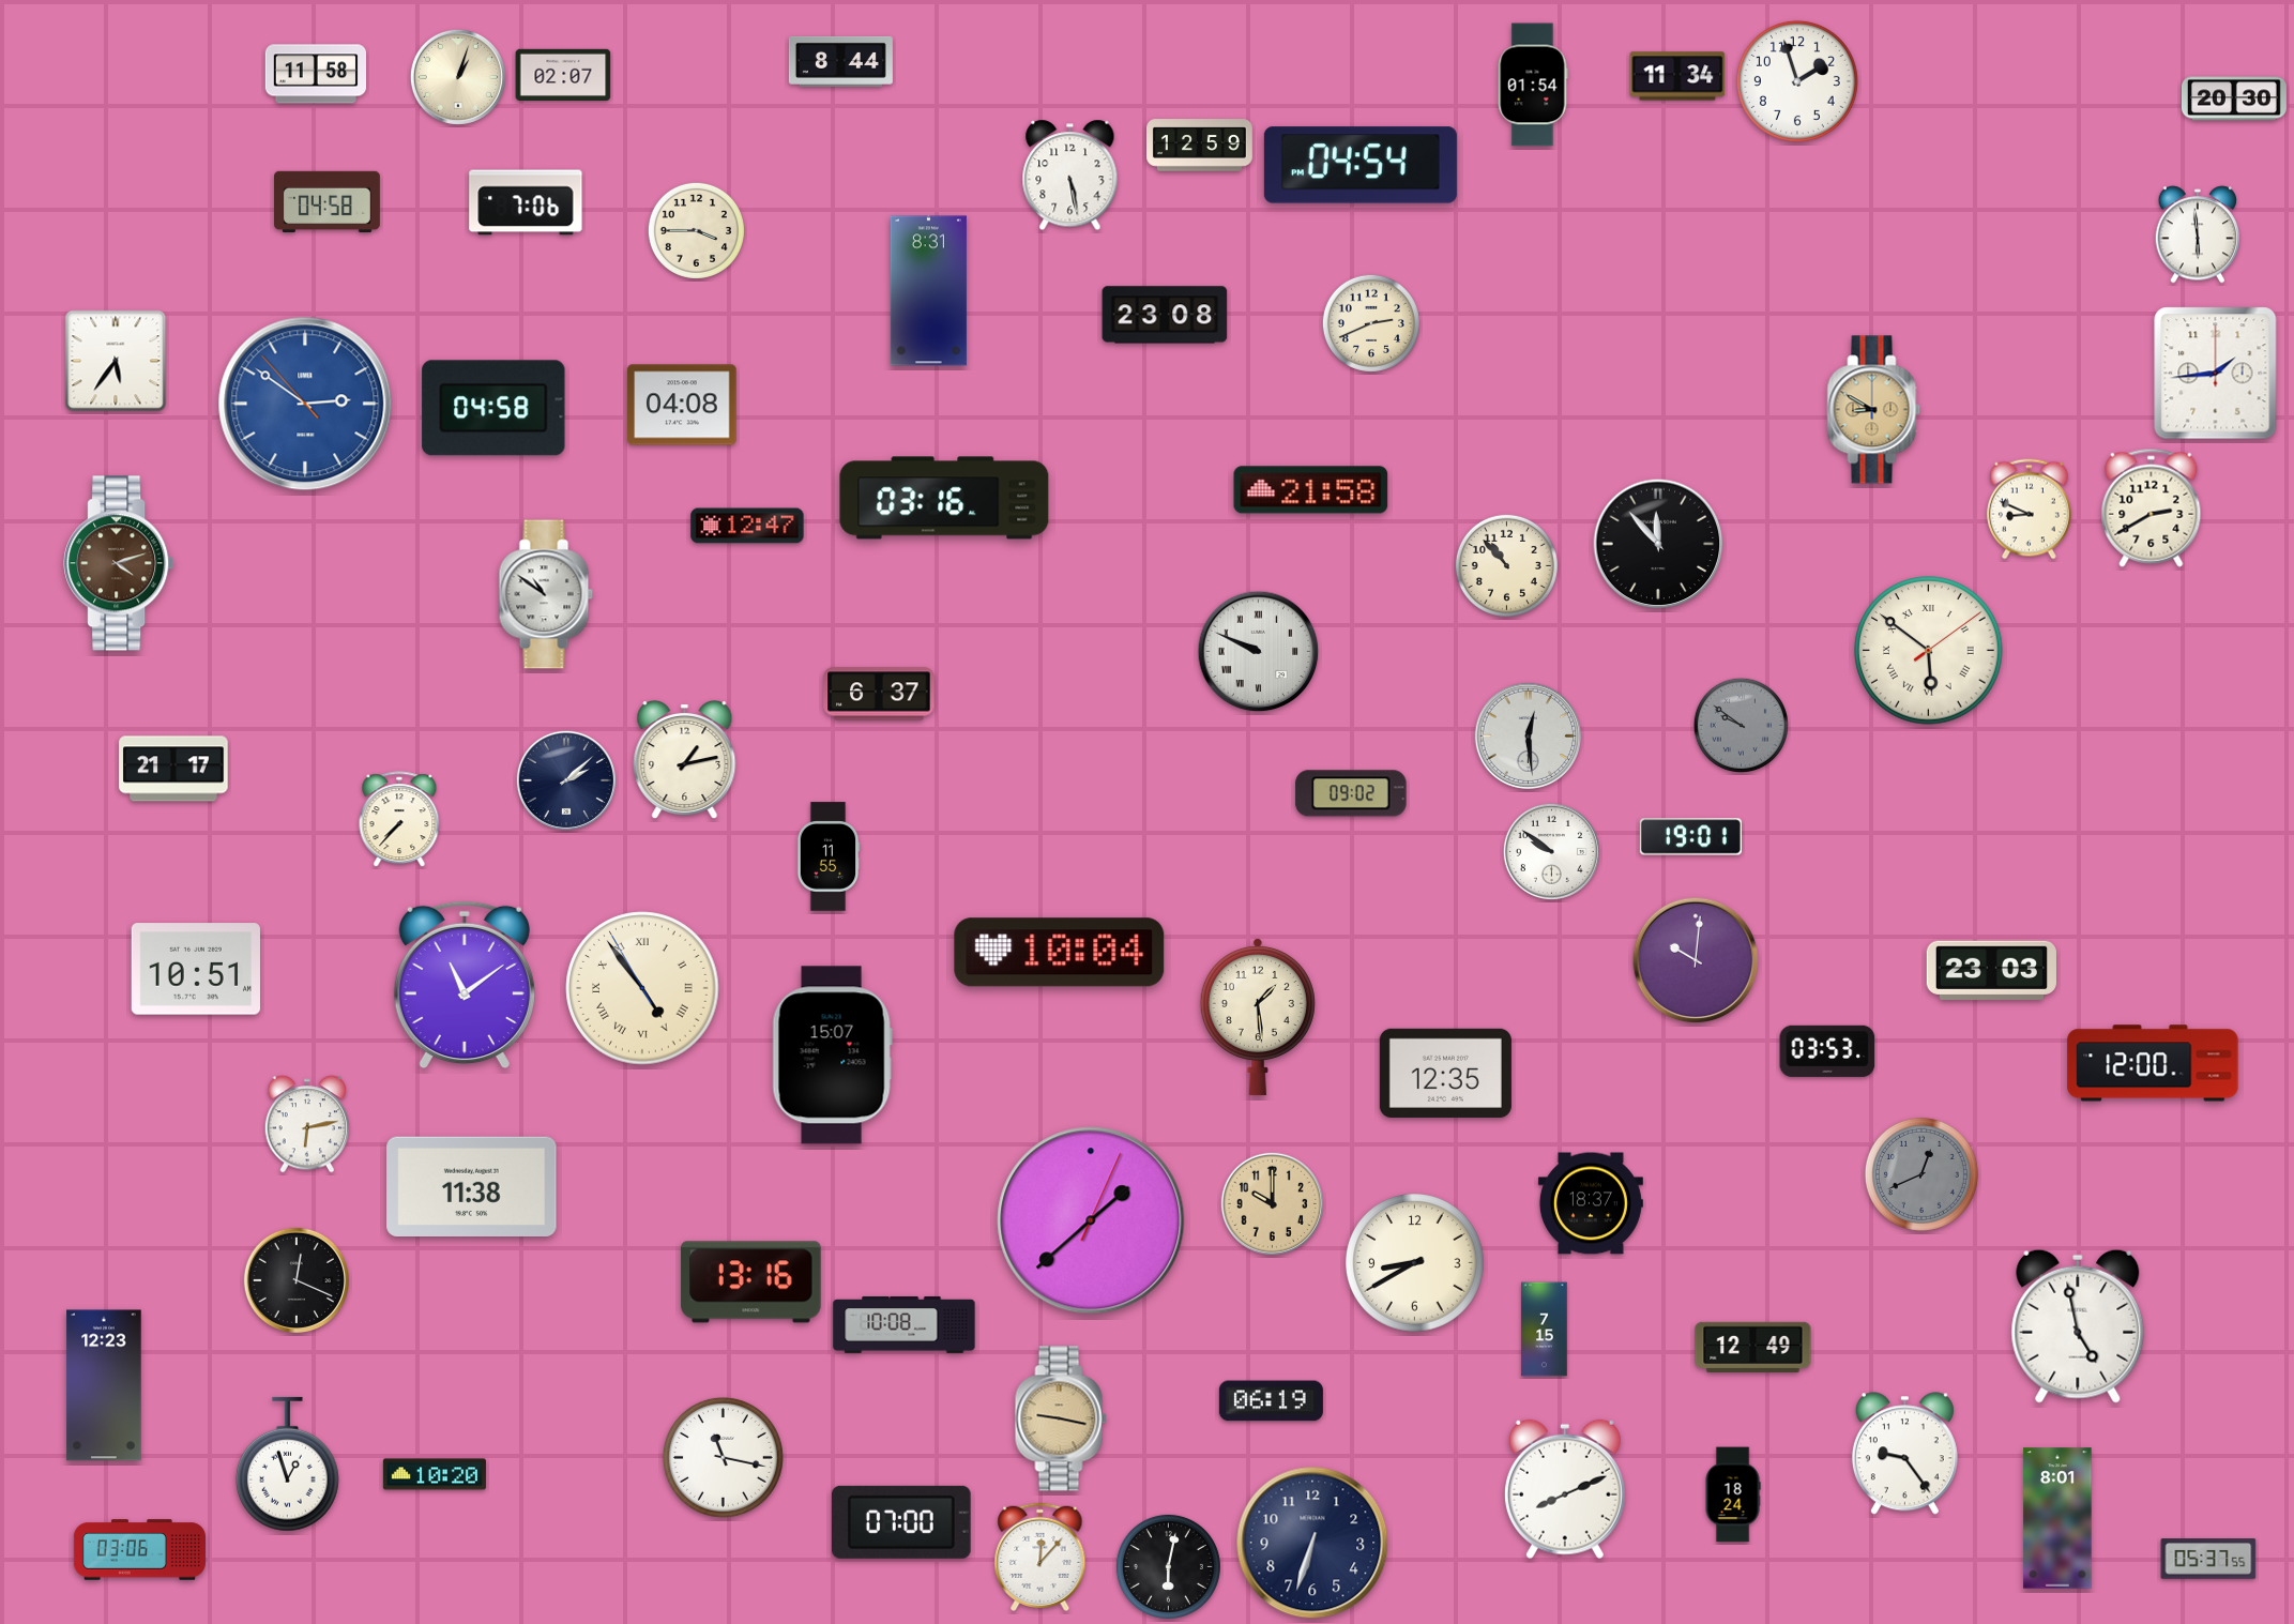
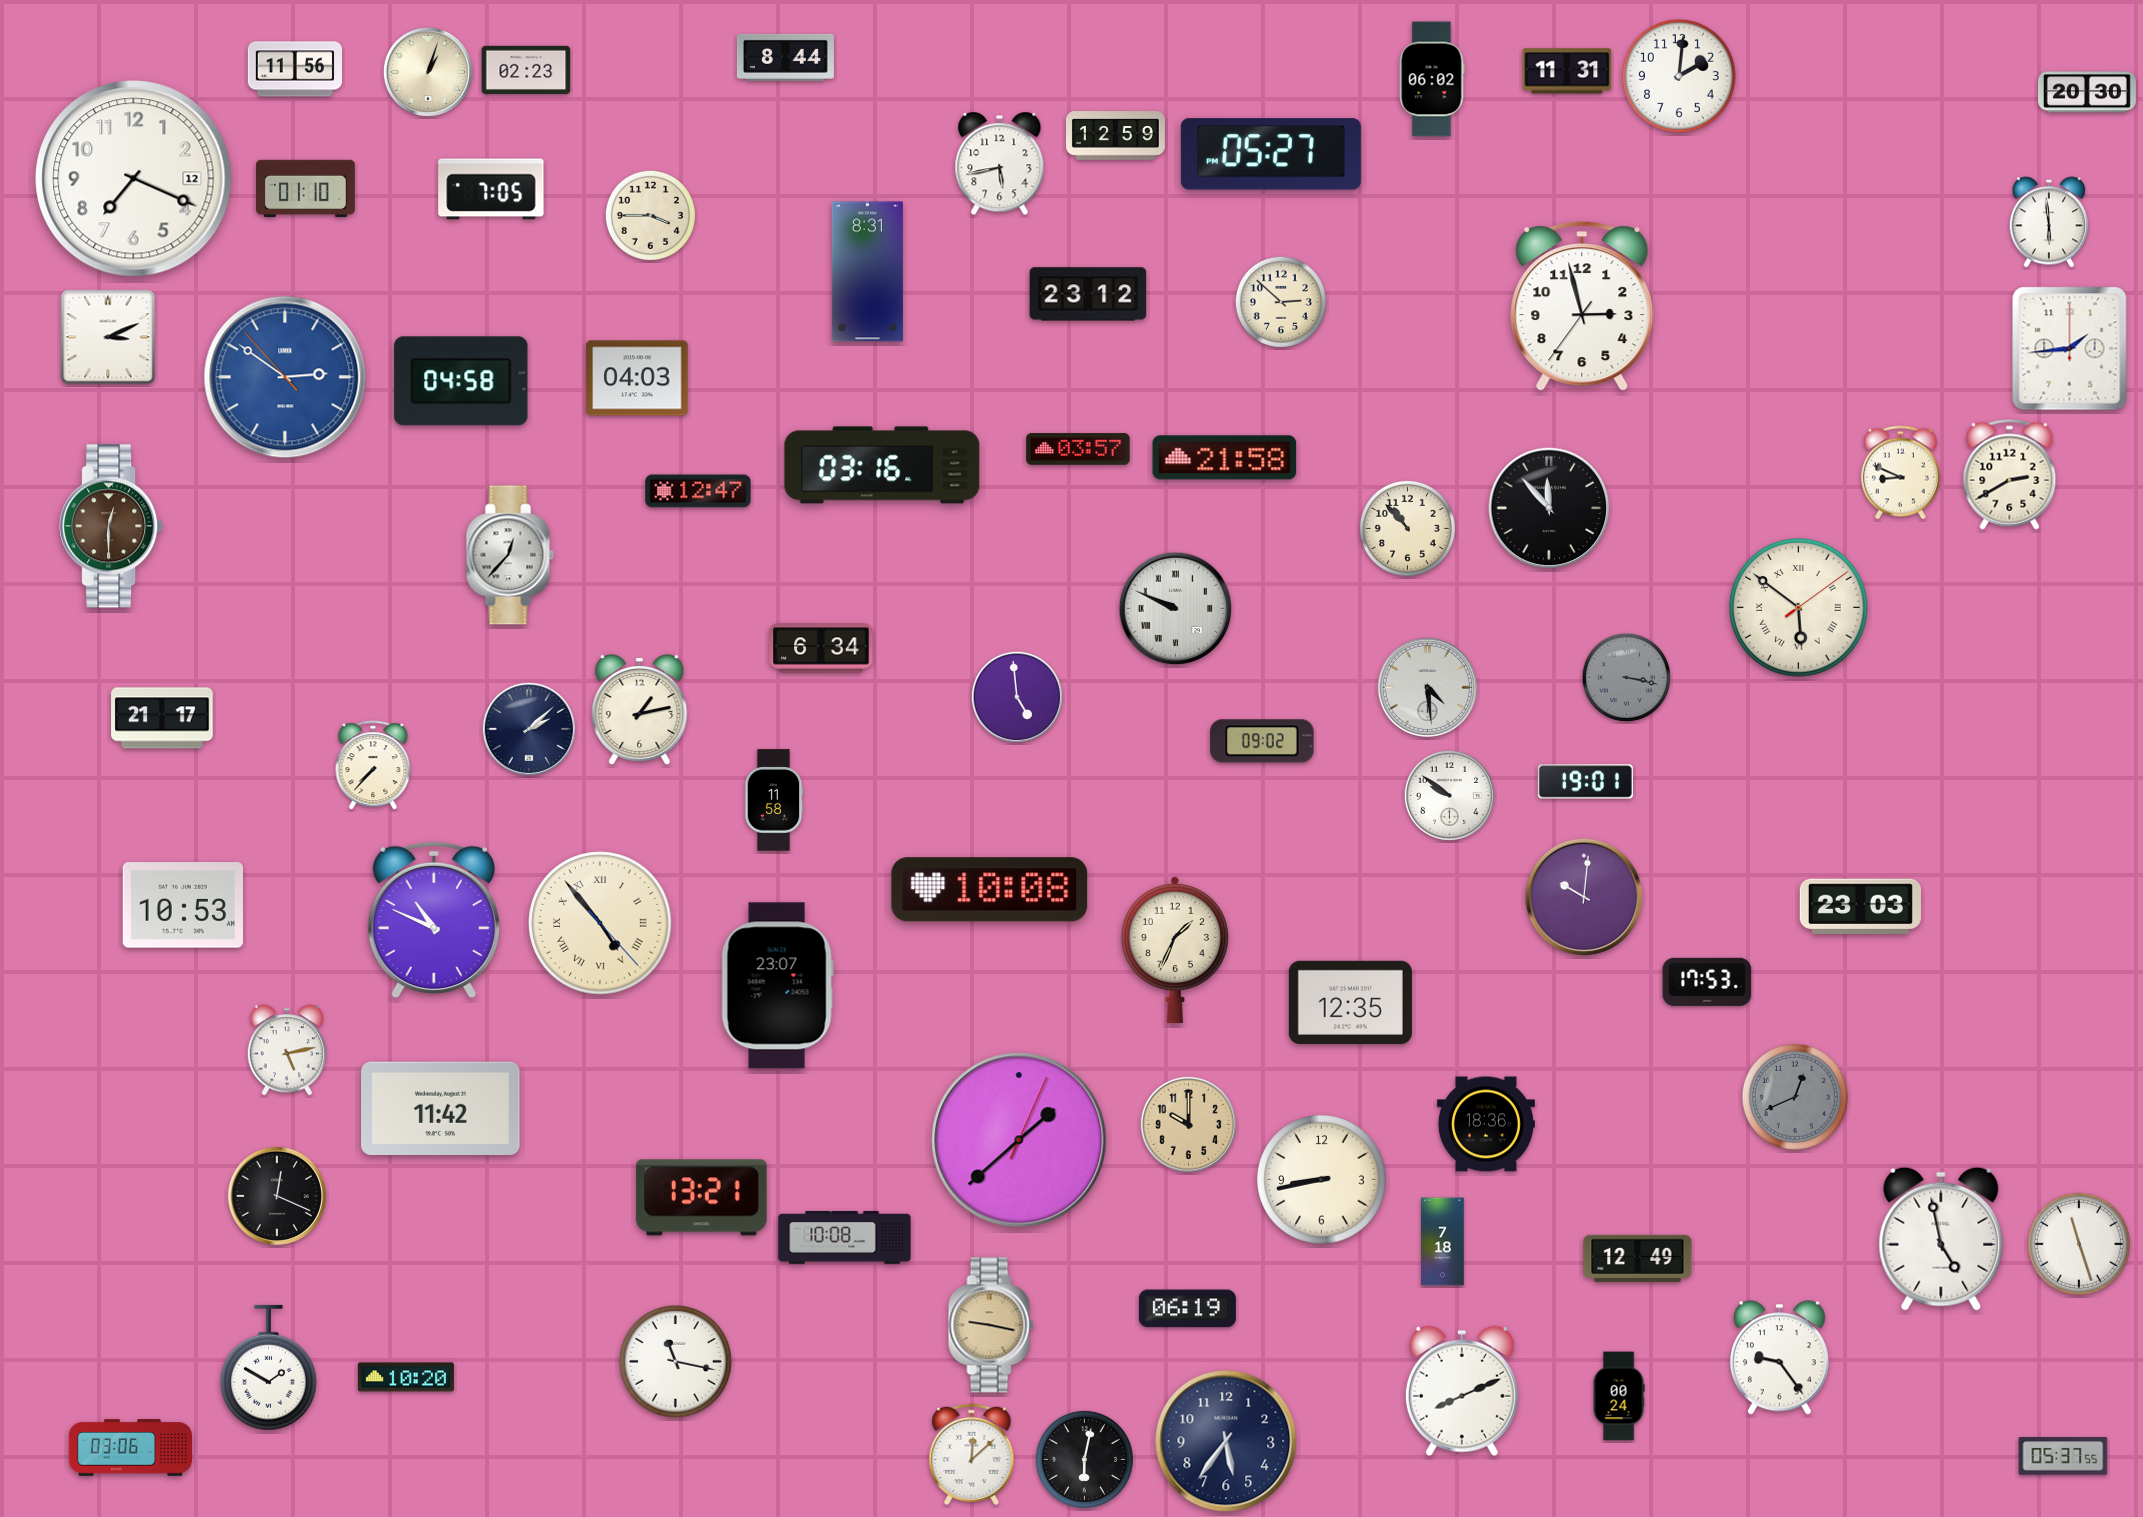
clock at (315, 74): 11:58 -> 11:56
clock at (563, 74): 02:07 -> 02:23
clock at (1677, 76): 11:34 -> 11:31
clock at (1797, 81): 1:57 -> 2:01
clock at (1533, 85): 01:54 -> 06:02
clock at (1200, 146) position: (1200, 146) -> (1116, 136)
clock at (1361, 165): 04:54 -> 05:27
clock at (1070, 176): 5:28 -> 5:43
clock at (134, 179): none -> 7:19
clock at (328, 202): 04:58 -> 01:10
clock at (526, 202): 7:06 -> 7:05
clock at (2198, 234) position: (2198, 234) -> (2049, 222)
clock at (1165, 315): 23:08 -> 23:12
clock at (1371, 323): 2:41 -> 2:52
clock at (1582, 307): none -> 2:57
clock at (116, 361): 5:36 -> 3:11
clock at (682, 405): 04:08 -> 04:03
clock at (1874, 410): 8:50 -> none
clock at (1078, 449): none -> 03:57
clock at (2029, 510) position: (2029, 510) -> (1900, 473)
clock at (119, 563): 4:12 -> 12:30
clock at (546, 594): 10:51 -> 12:37
clock at (1929, 651) position: (1929, 651) -> (1799, 608)
clock at (879, 694): 6:37 -> 6:34
clock at (1741, 725): 9:51 -> 3:17
clock at (1528, 735): 12:29 -> 4:29
clock at (1017, 697): none -> 4:59
clock at (1690, 837) position: (1690, 837) -> (1585, 782)
clock at (829, 856): 11:55 -> 11:58
clock at (1060, 953): 10:04 -> 10:08
clock at (195, 969): 10:51 -> 10:53
clock at (465, 985): 11:09 -> 10:49
clock at (642, 988): 4:53:55 -> 4:53:23
clock at (1258, 1017): 1:29 -> 1:34
clock at (1827, 1051): 03:53 -> 17:53
clock at (832, 1056): 15:07 -> 23:07
clock at (2153, 1063): 12:00 -> none
clock at (307, 1124): 6:13 -> 5:13
clock at (472, 1186): 11:38 -> 11:42
clock at (1591, 1203): 18:37 -> 18:36
clock at (1415, 1263): 8:40 -> 8:43
clock at (751, 1282): 13:16 -> 13:21
clock at (1545, 1330): 7:15 -> 7:18
clock at (2079, 1244): none -> 11:27
clock at (104, 1385): 12:23 -> none
clock at (287, 1464): 12:57 -> 1:50
clock at (1733, 1494): 18:24 -> 00:24
clock at (2057, 1518): 8:01 -> none
clock at (902, 1522): 07:00 -> none
clock at (1312, 1543): 6:33 -> 5:36
clock at (1040, 1557): 12:07 -> 12:08
clock at (1168, 1566) position: (1168, 1566) -> (1084, 1459)
